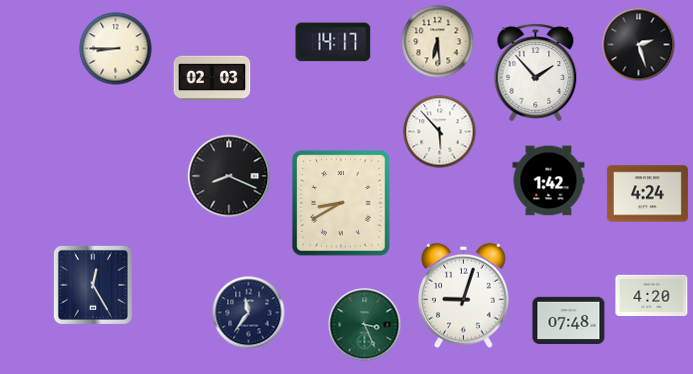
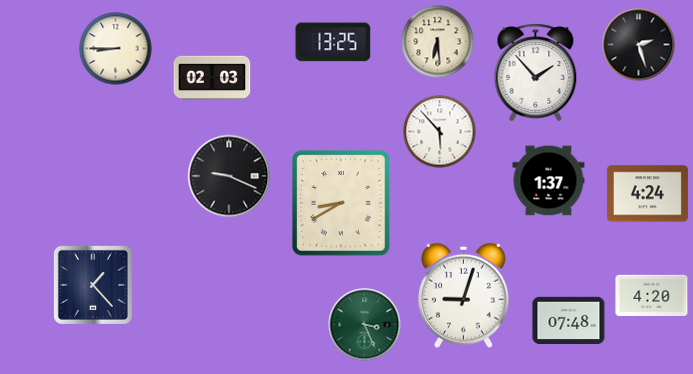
clock at (333, 42): 14:17 -> 13:25
clock at (229, 176): 8:19 -> 9:19
clock at (549, 181): 1:42 -> 1:37
clock at (93, 285): 12:25 -> 1:23
clock at (249, 313): 11:36 -> none
